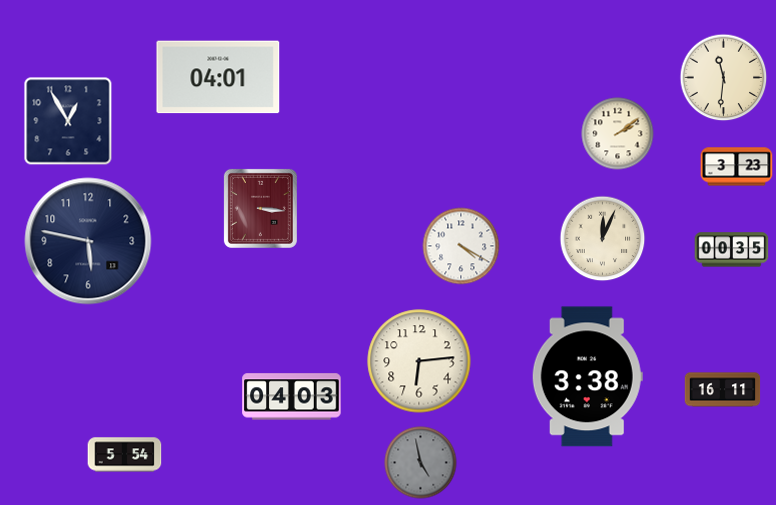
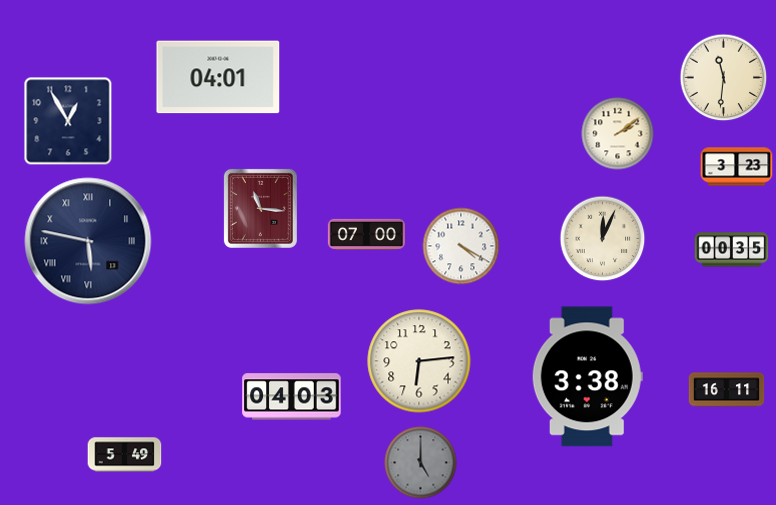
clock at (260, 208): 3:16 -> 11:16
clock at (366, 234): none -> 07:00
clock at (88, 241) numerals: Arabic -> Roman
clock at (723, 390) position: (723, 390) -> (727, 390)
clock at (125, 455): 5:54 -> 5:49
clock at (421, 463): 4:58 -> 5:00
